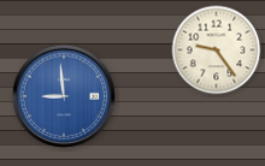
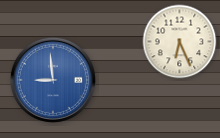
clock at (217, 51): 9:24 -> 6:26
